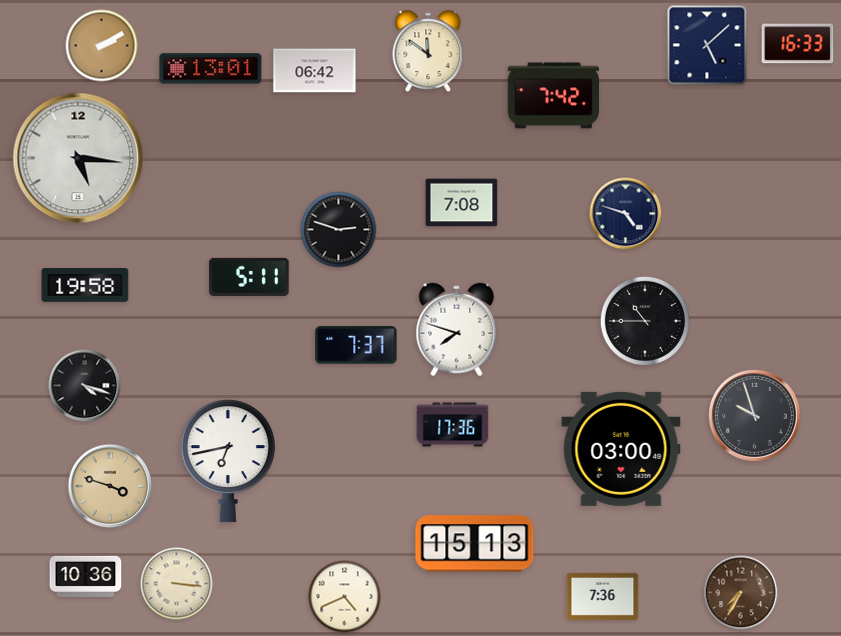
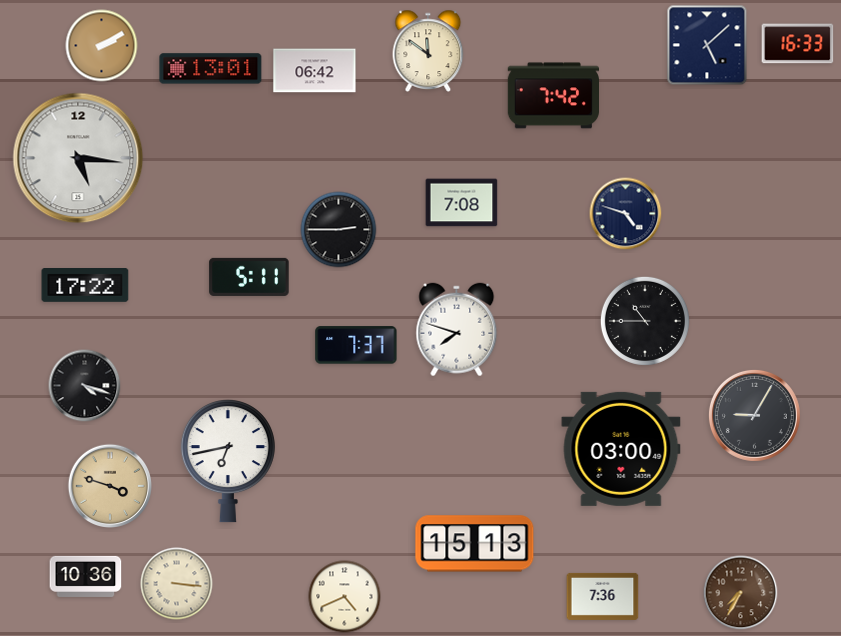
clock at (339, 230): 2:48 -> 2:45
clock at (85, 286): 19:58 -> 17:22
clock at (754, 415): 9:57 -> 9:05
clock at (453, 425): 17:36 -> none
